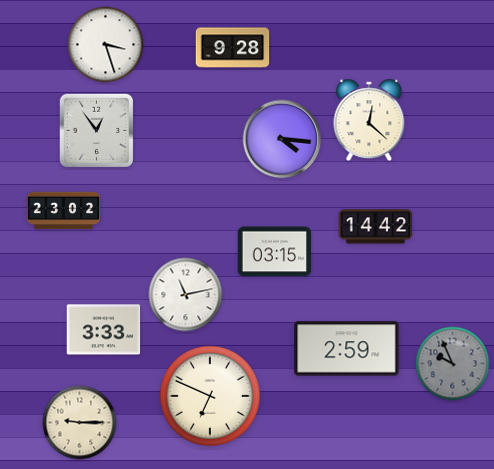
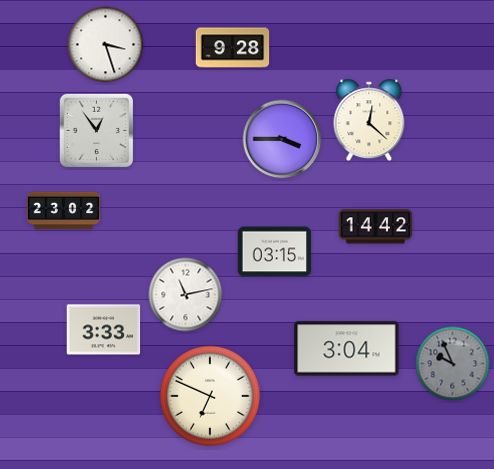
clock at (282, 139): 4:16 -> 3:45
clock at (347, 349): 2:59 -> 3:04
clock at (80, 423): 9:15 -> none
